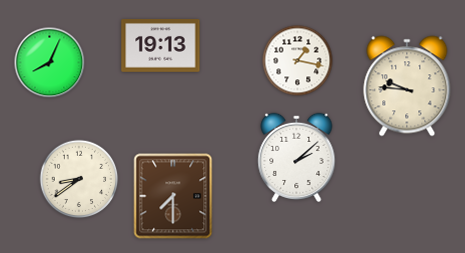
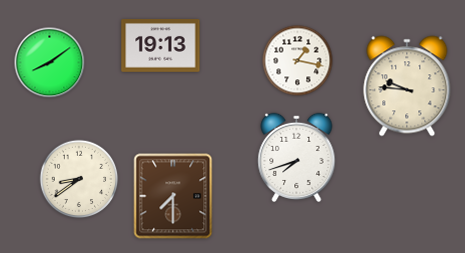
clock at (50, 63): 8:04 -> 8:09
clock at (297, 157): 2:08 -> 7:42
